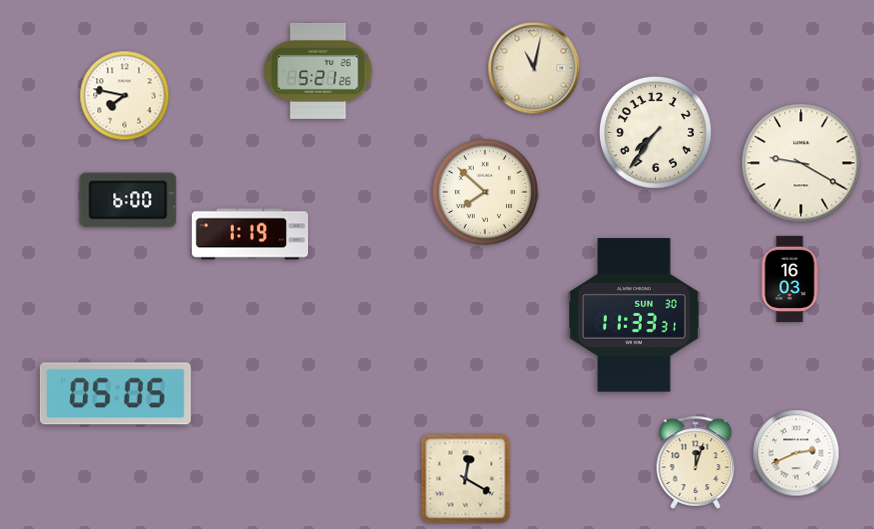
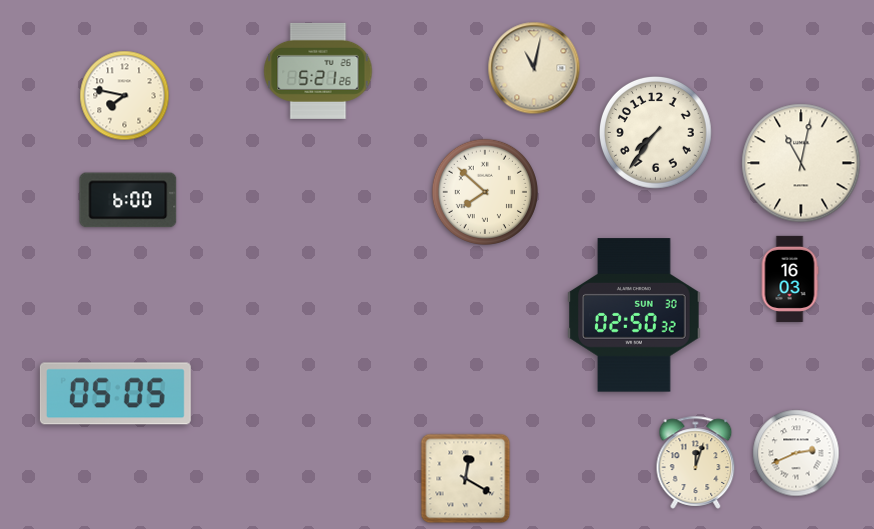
clock at (801, 163): 9:20 -> 11:02
clock at (250, 234): 1:19 -> none
clock at (634, 315): 11:33 -> 02:50
